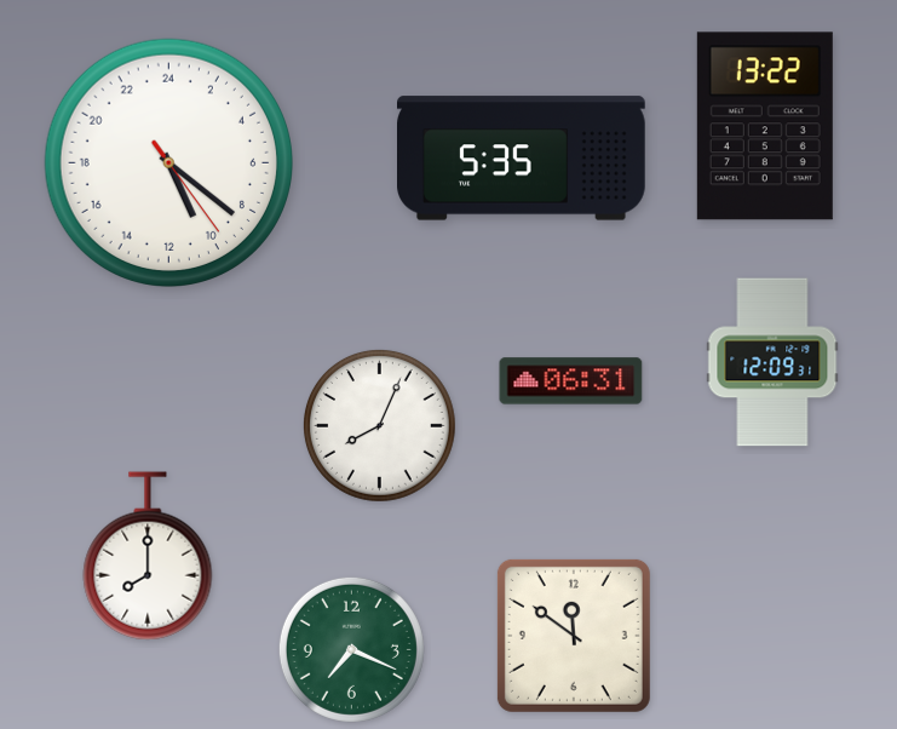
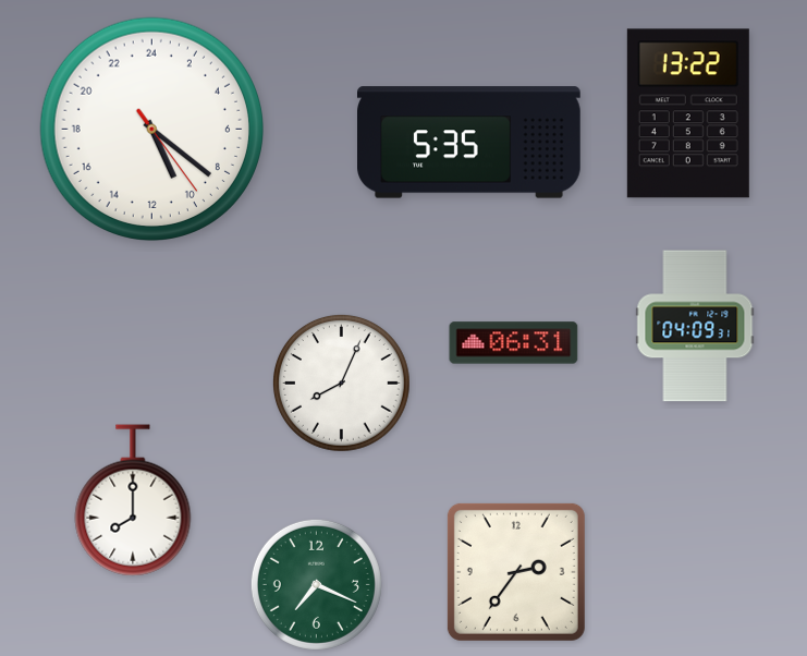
clock at (168, 162) position: (168, 162) -> (151, 129)
clock at (772, 362): 12:09 -> 04:09
clock at (574, 636): 11:51 -> 2:36
